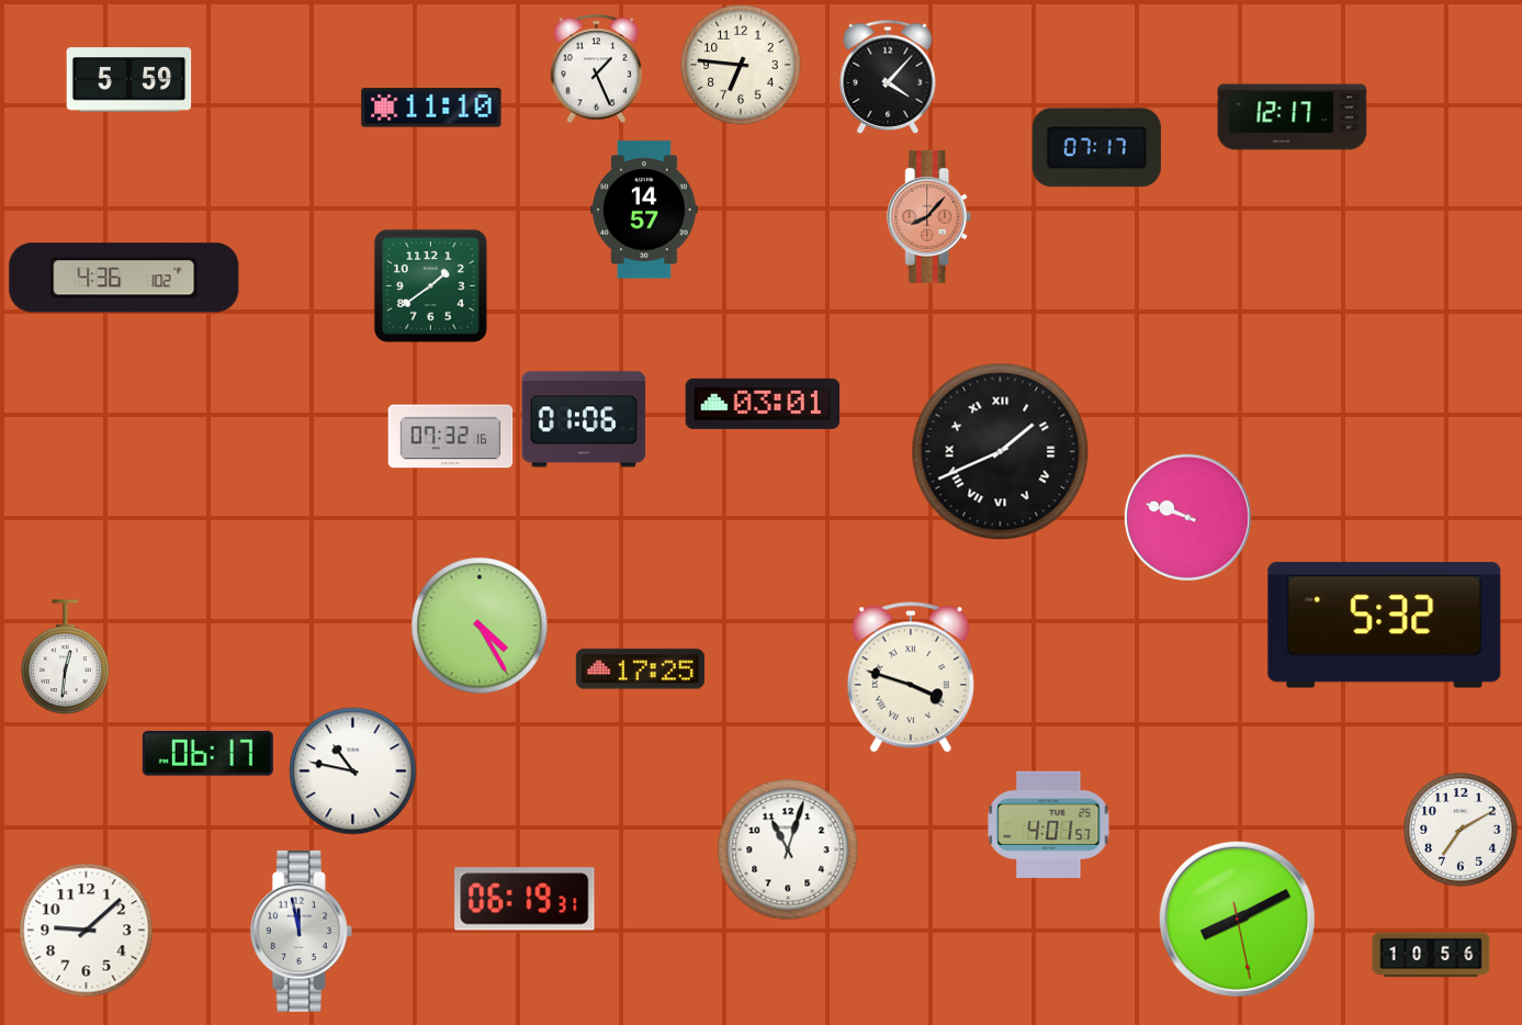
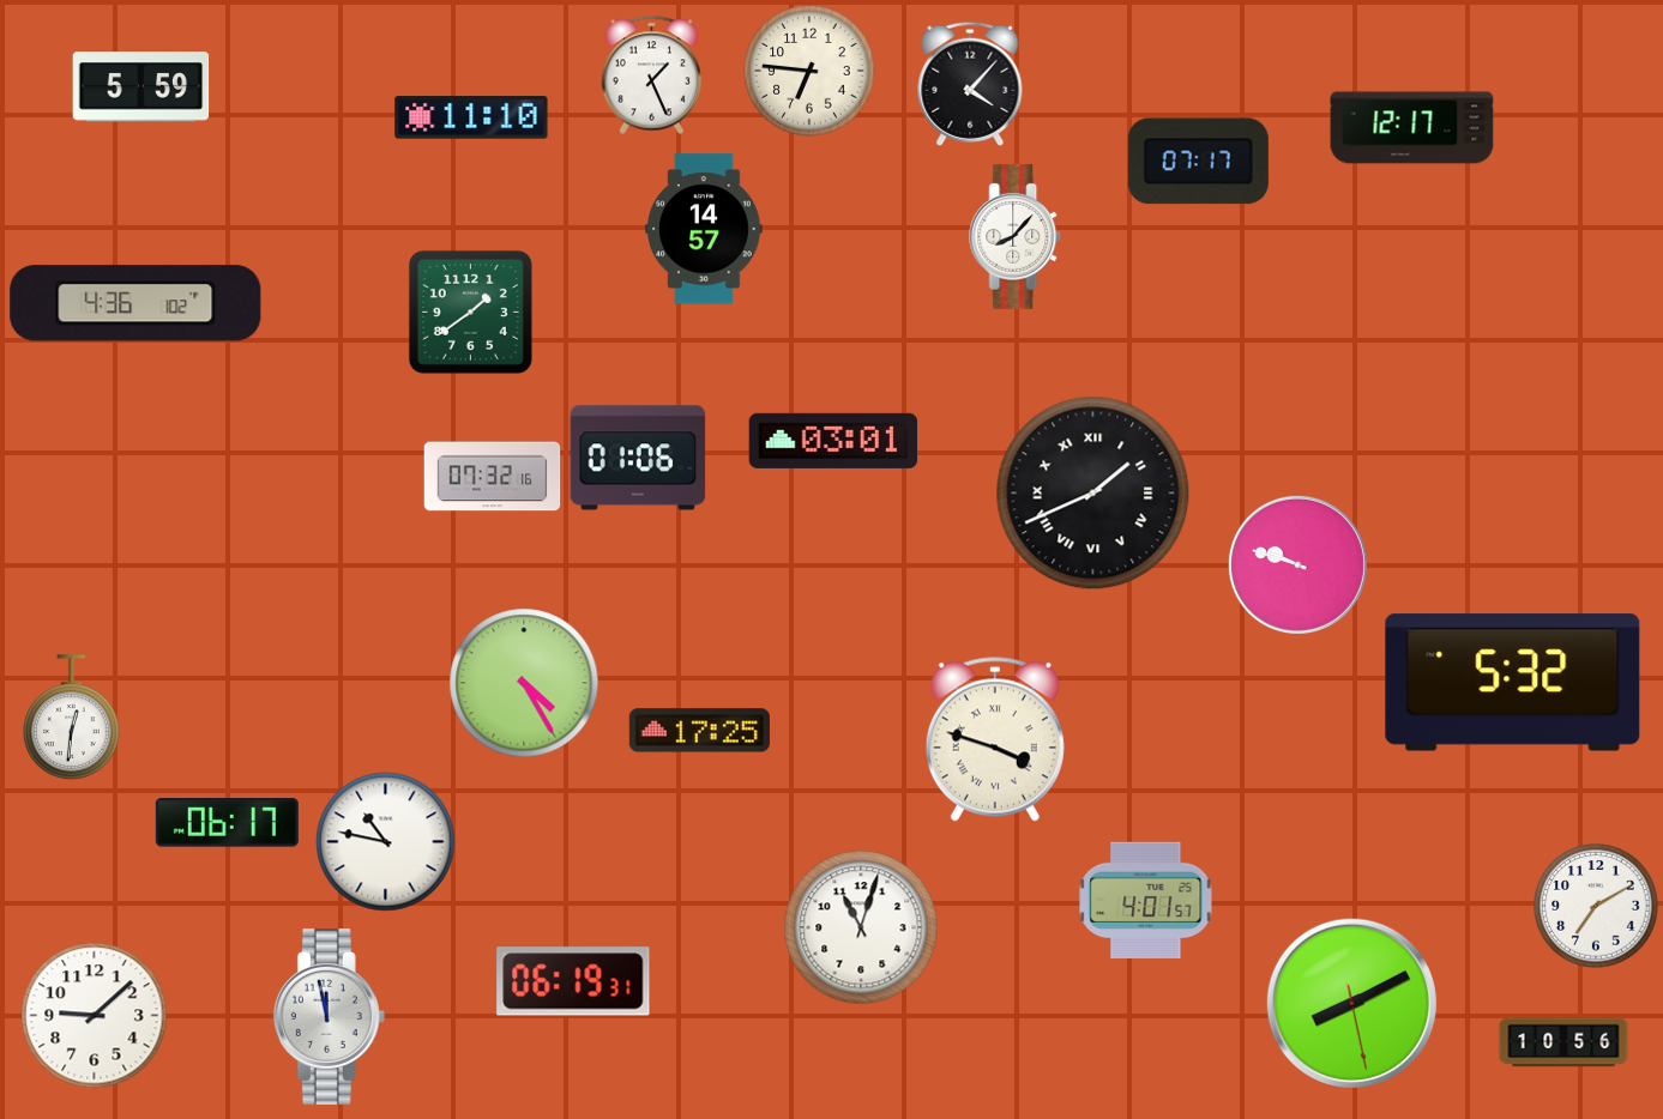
clock at (929, 216) dial: salmon -> white
